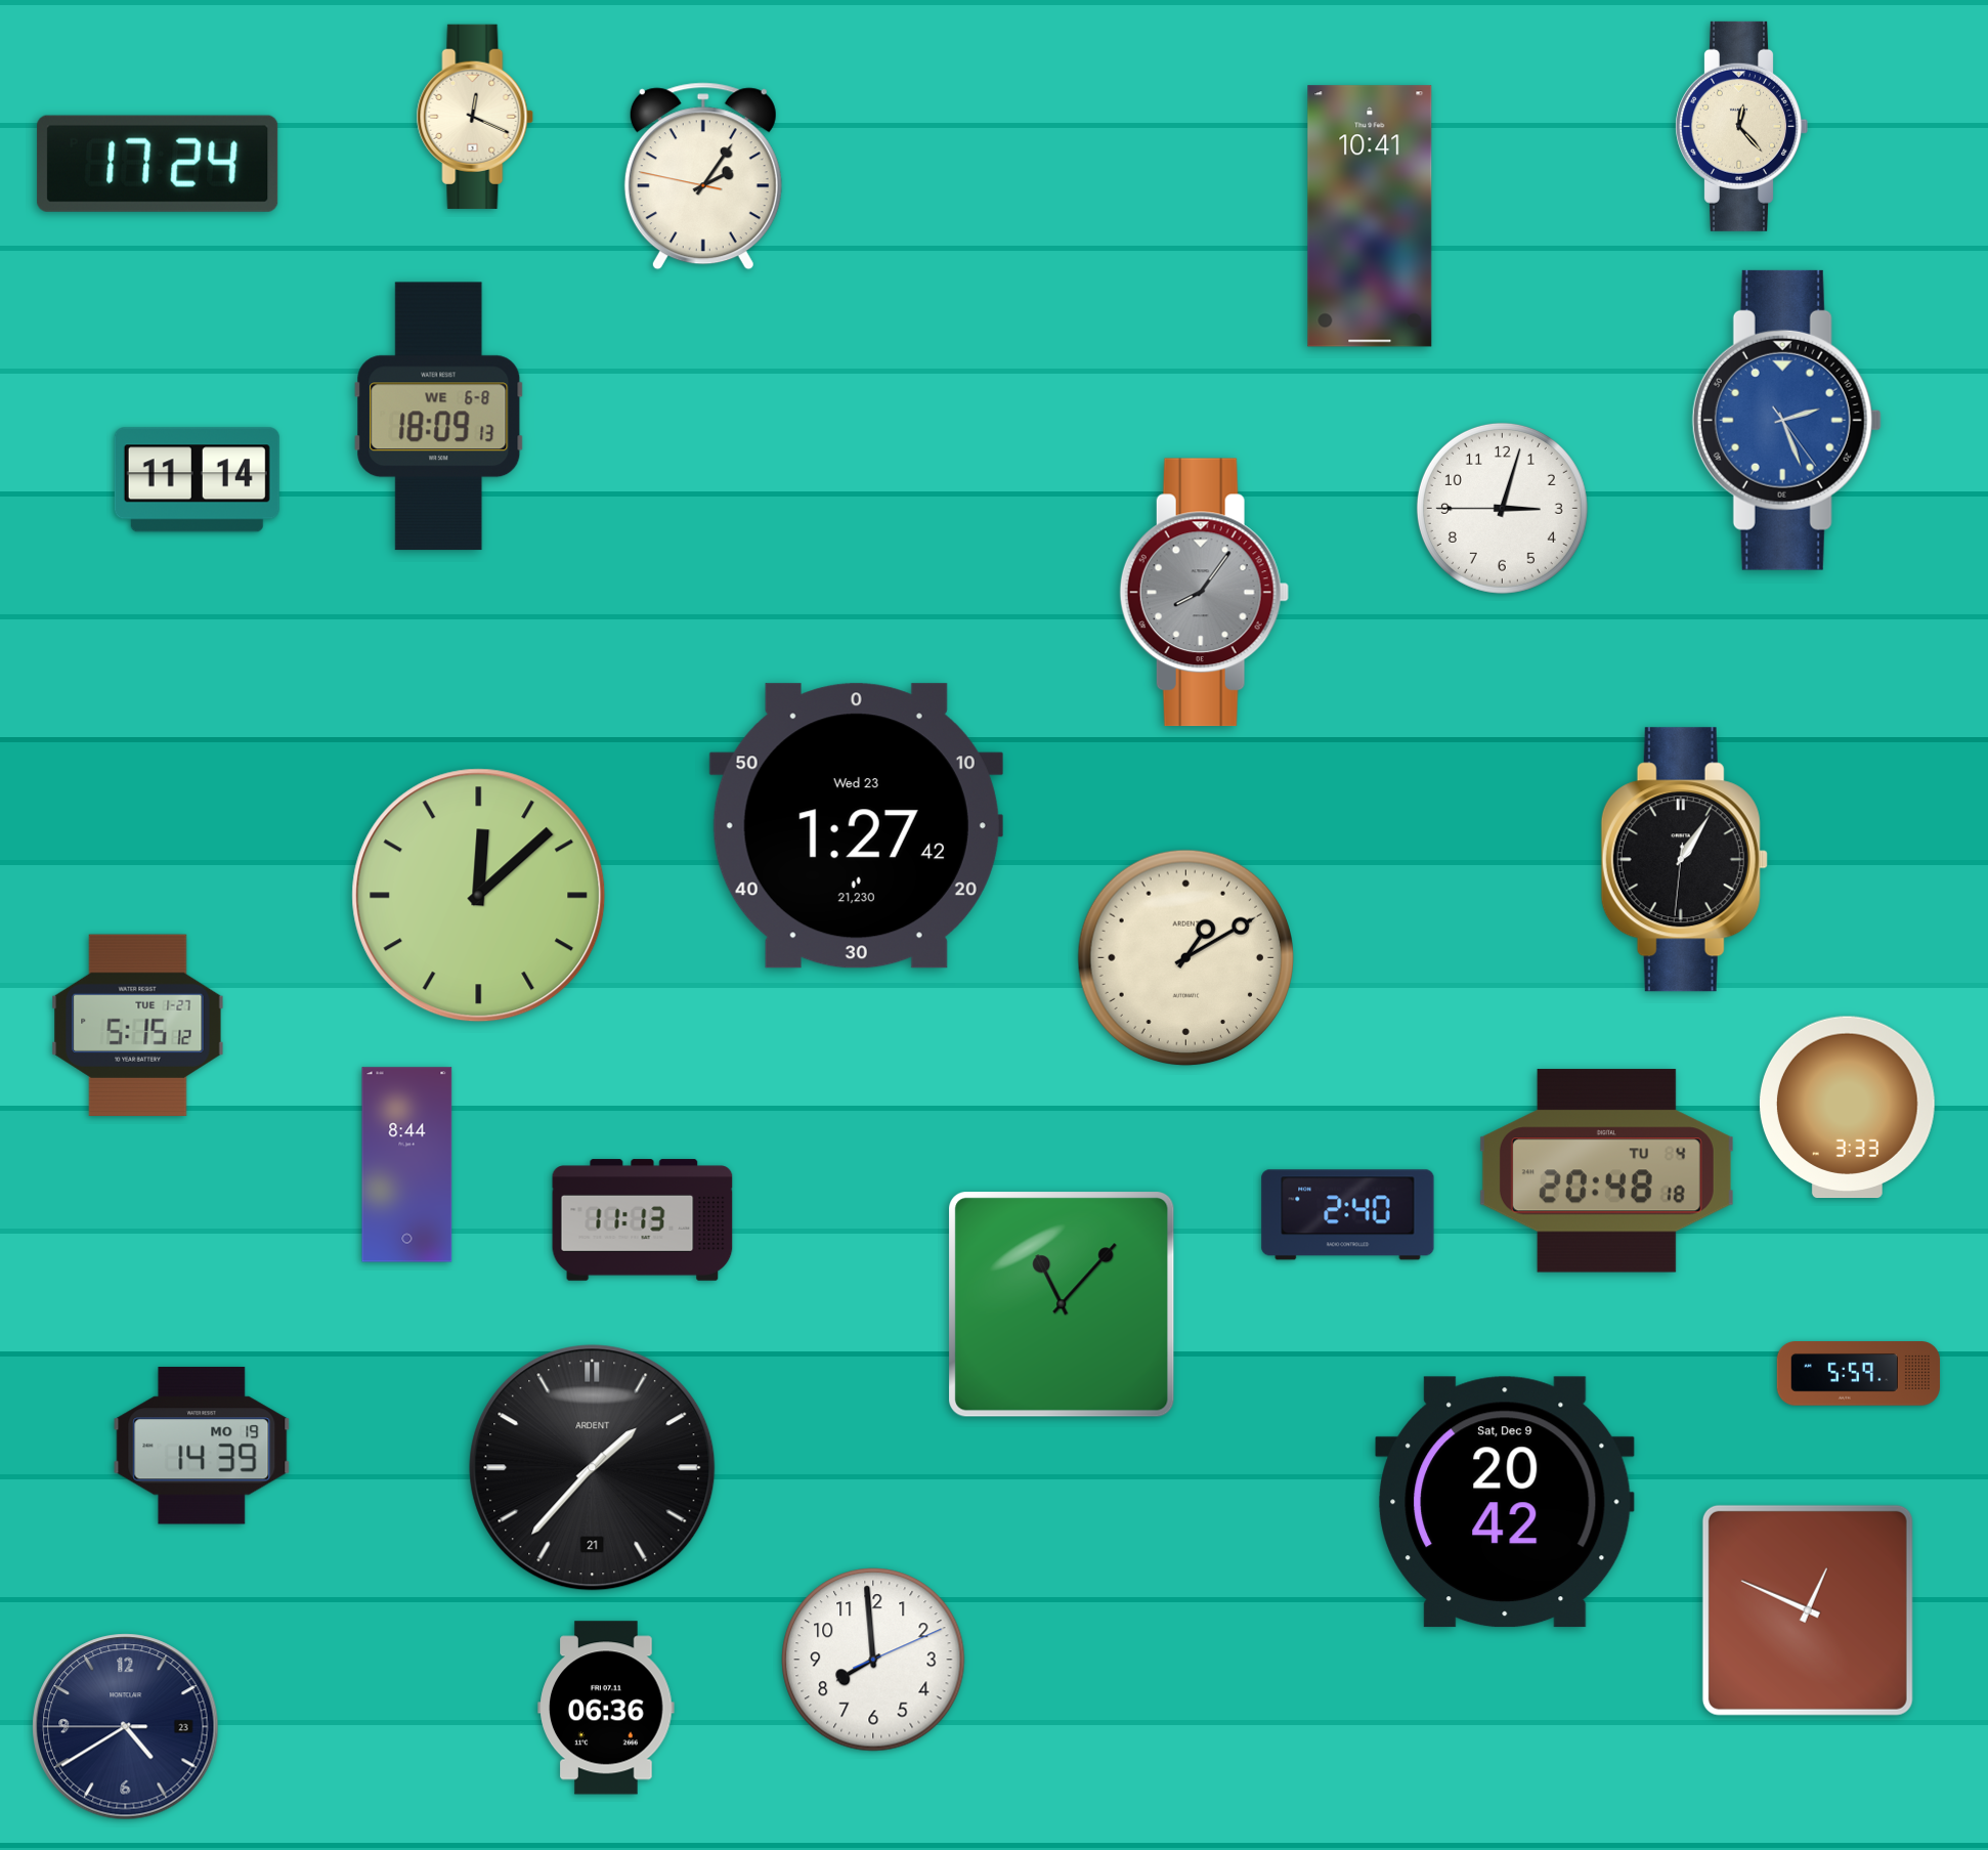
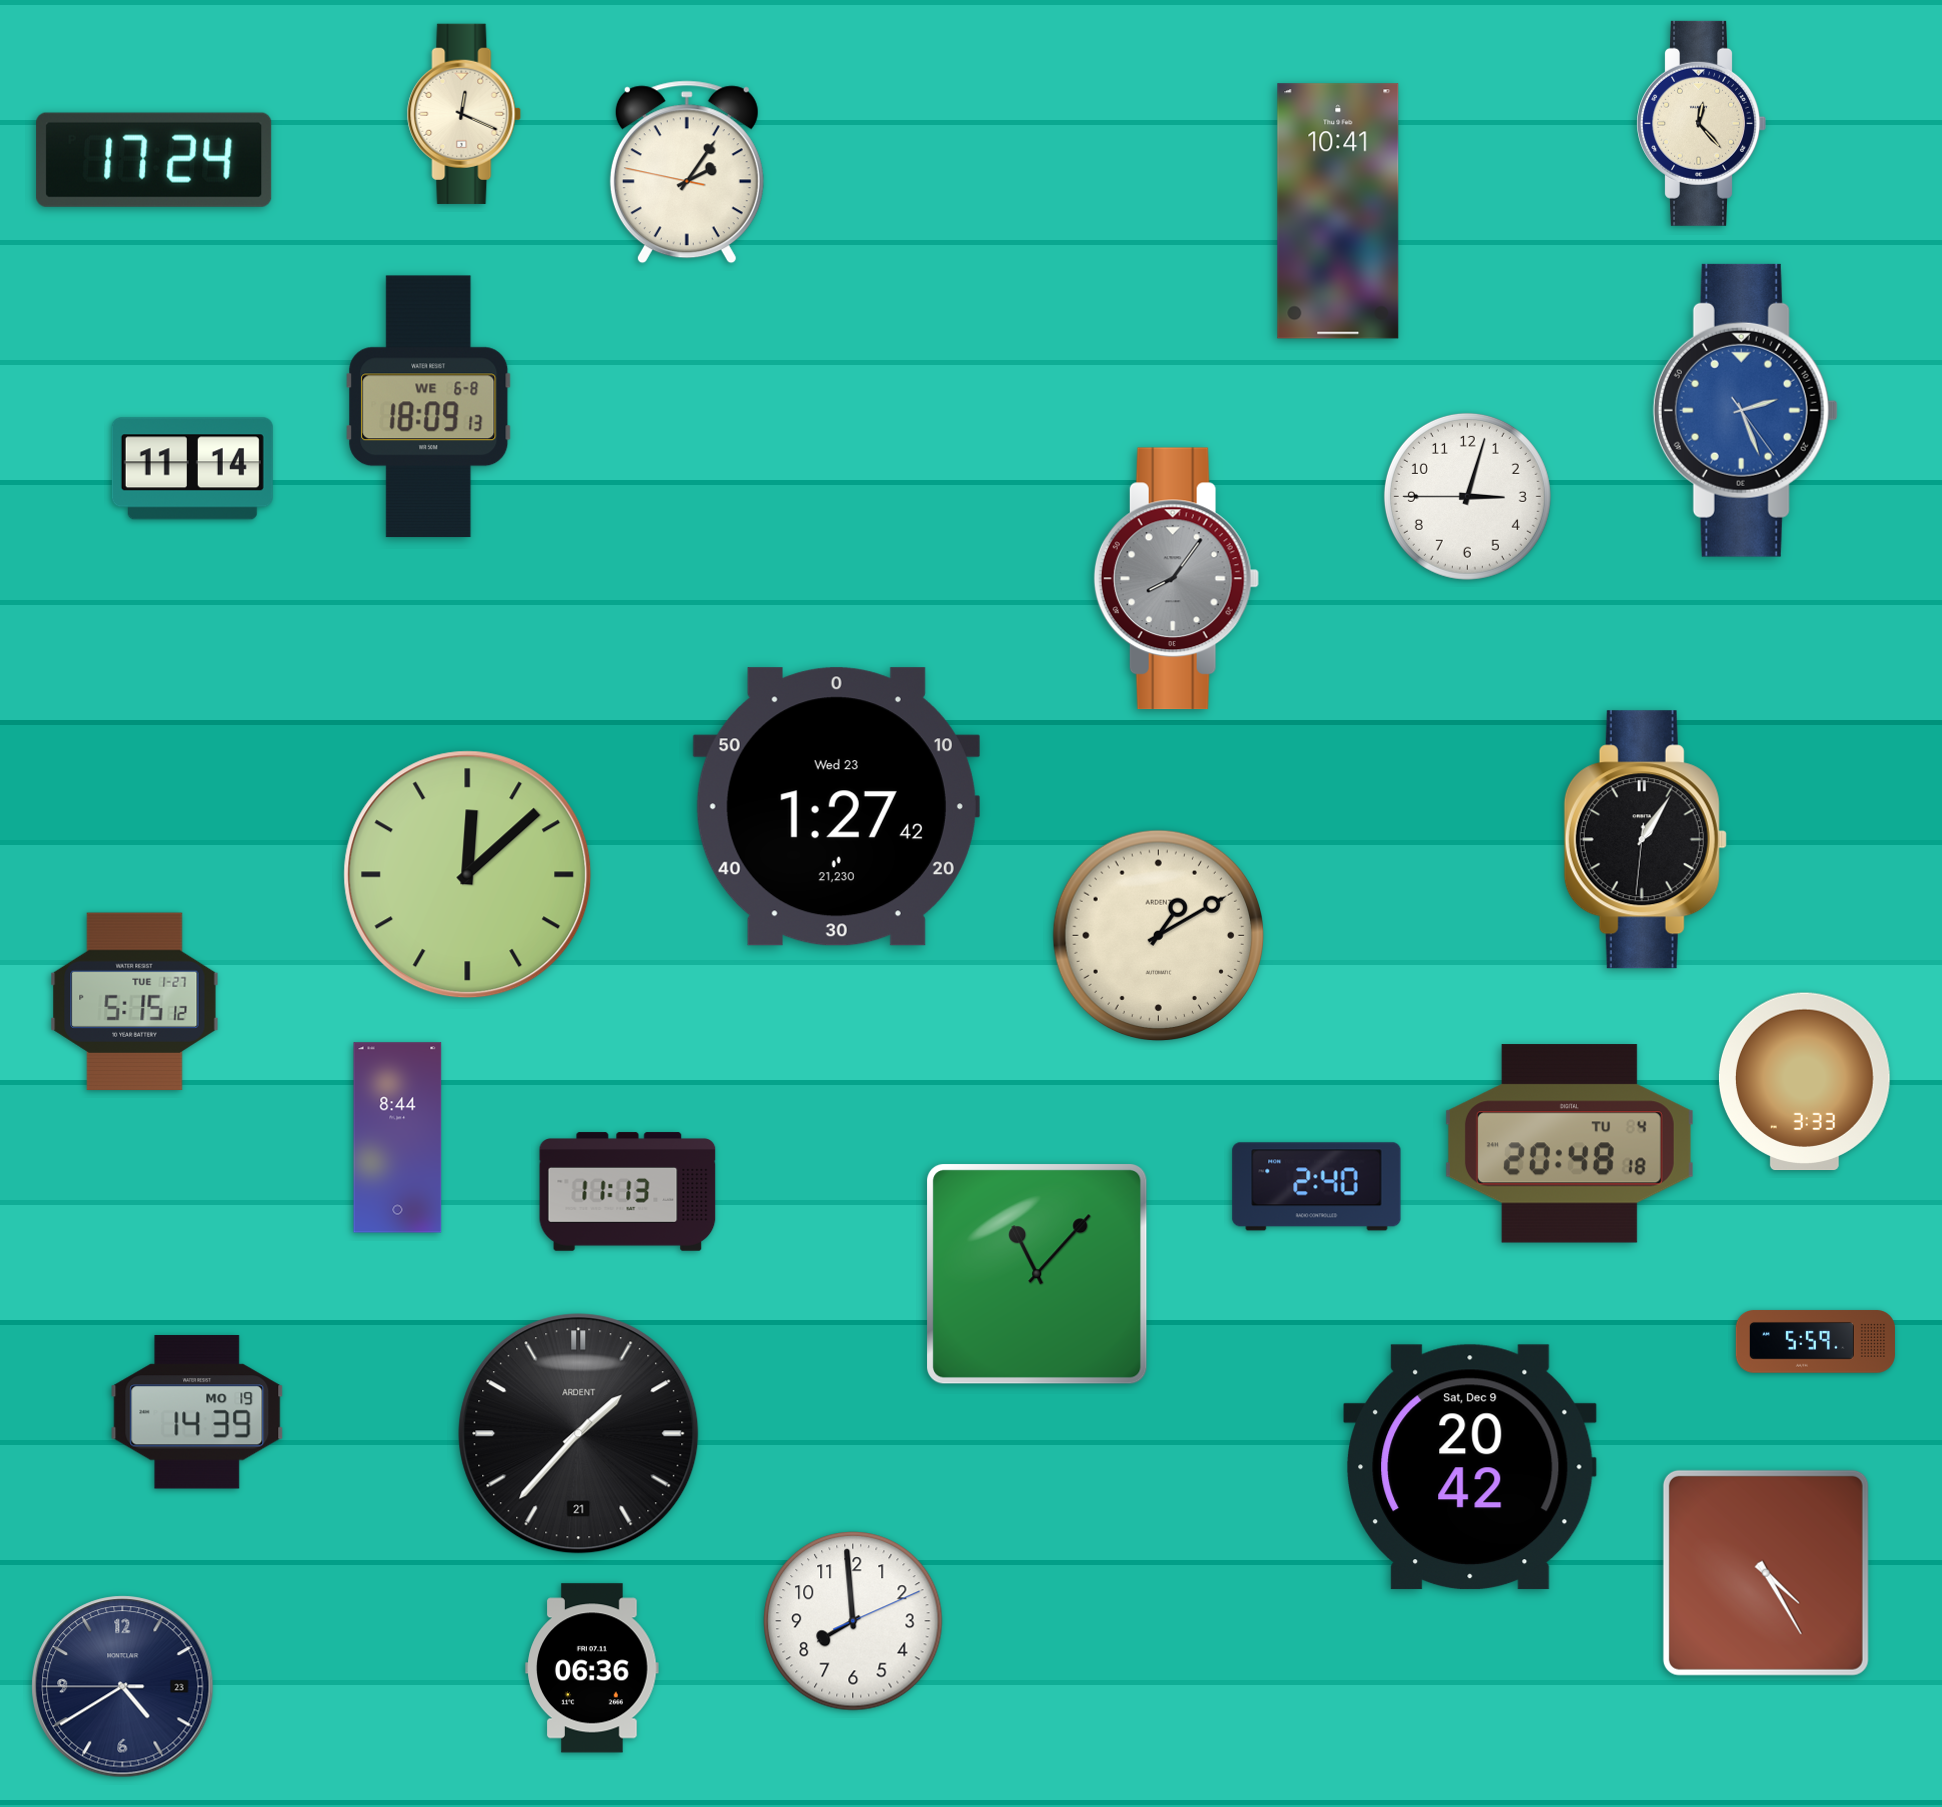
clock at (1808, 1610): 12:49 -> 4:25
